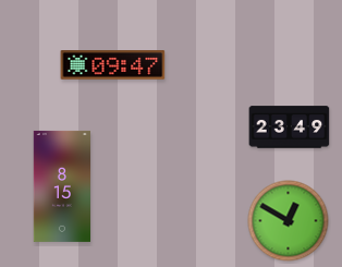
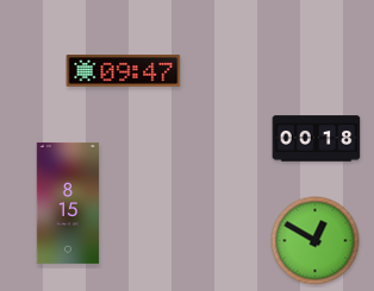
clock at (290, 128): 23:49 -> 00:18
